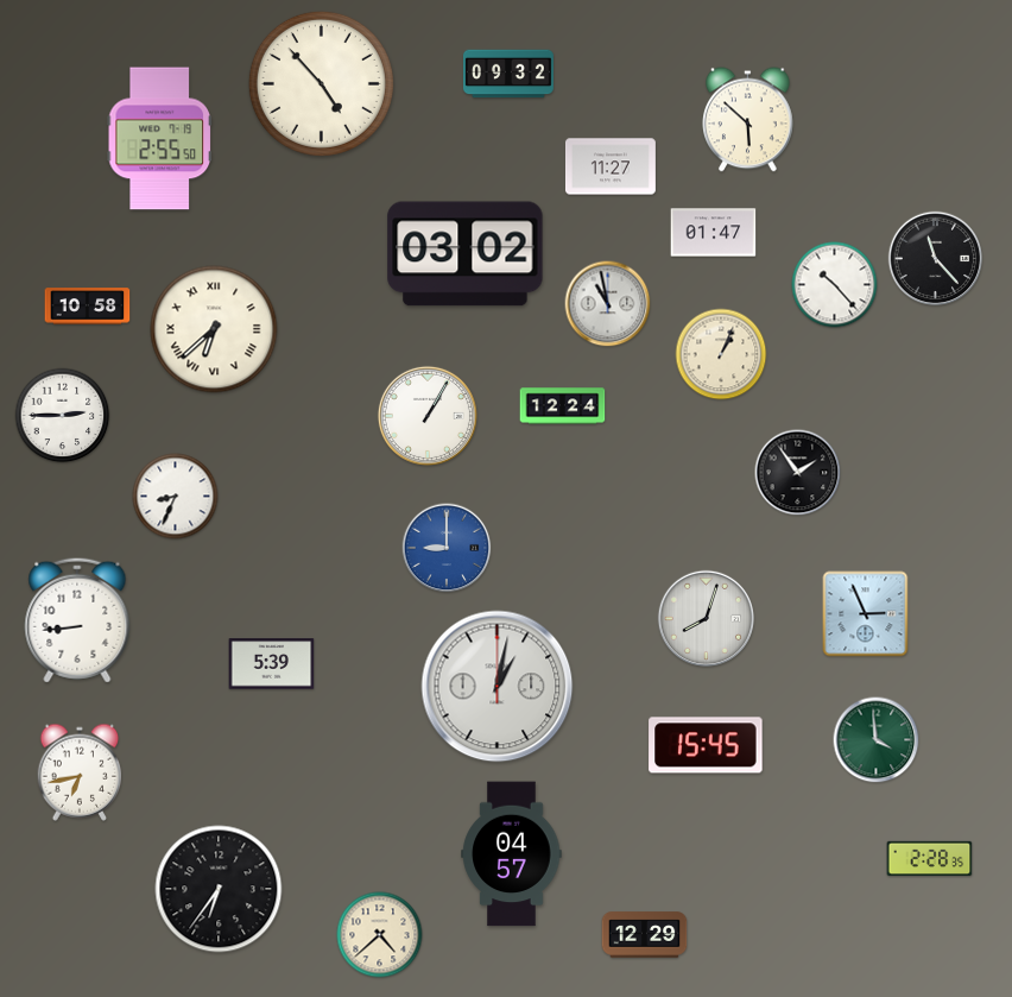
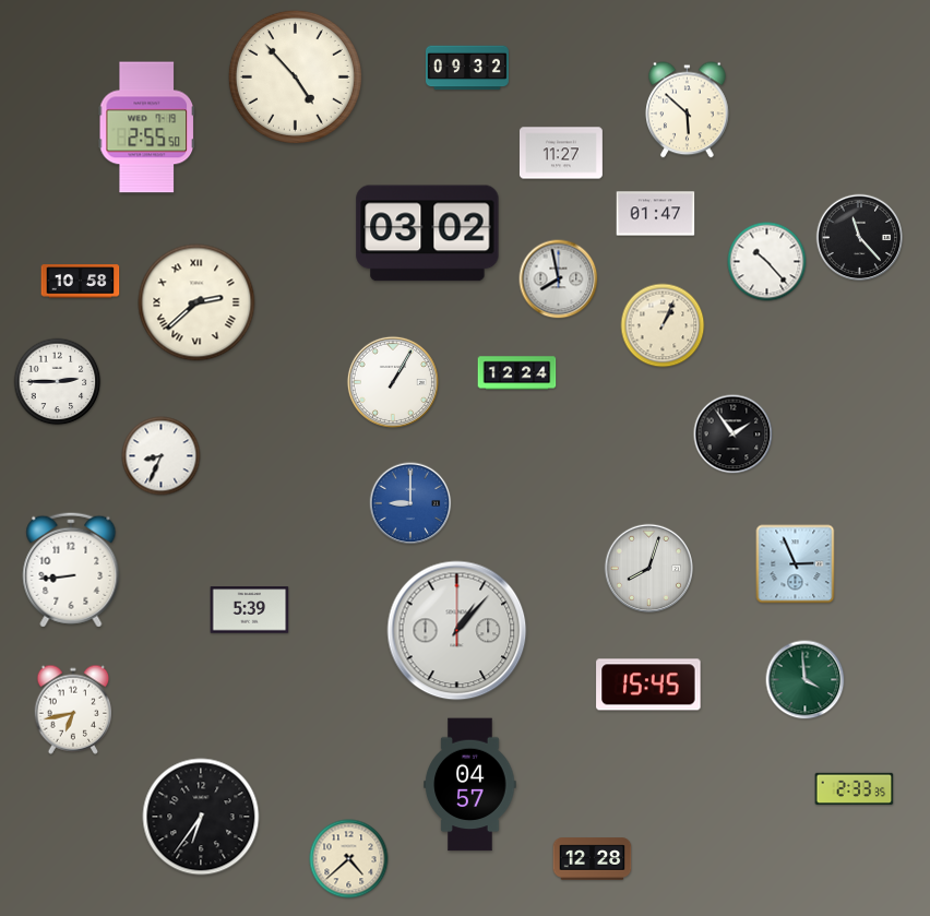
clock at (608, 304): 10:58 -> 7:58
clock at (214, 329): 6:38 -> 2:38
clock at (498, 687): 1:02 -> 1:07
clock at (930, 858): 2:28 -> 2:33
clock at (645, 935): 12:29 -> 12:28
